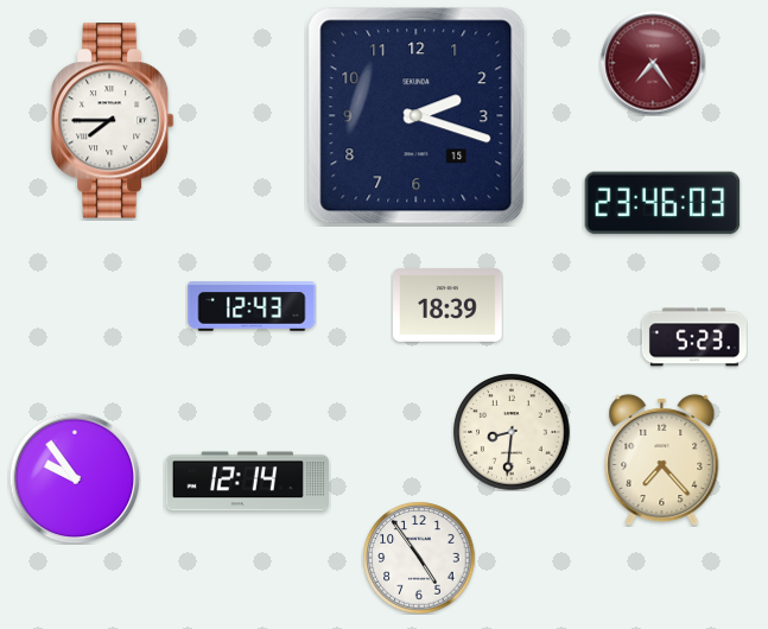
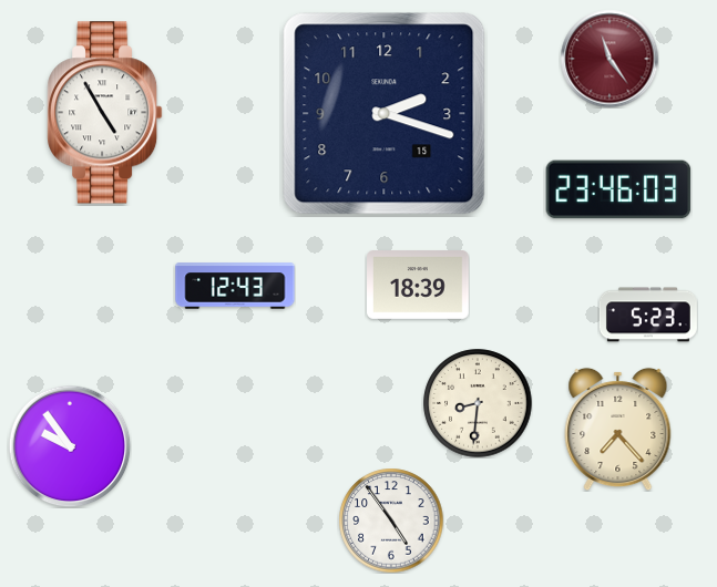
clock at (653, 63): 7:24 -> 11:24
clock at (417, 116) position: (417, 116) -> (385, 114)
clock at (113, 121): 7:45 -> 4:55
clock at (247, 482): 12:14 -> none
